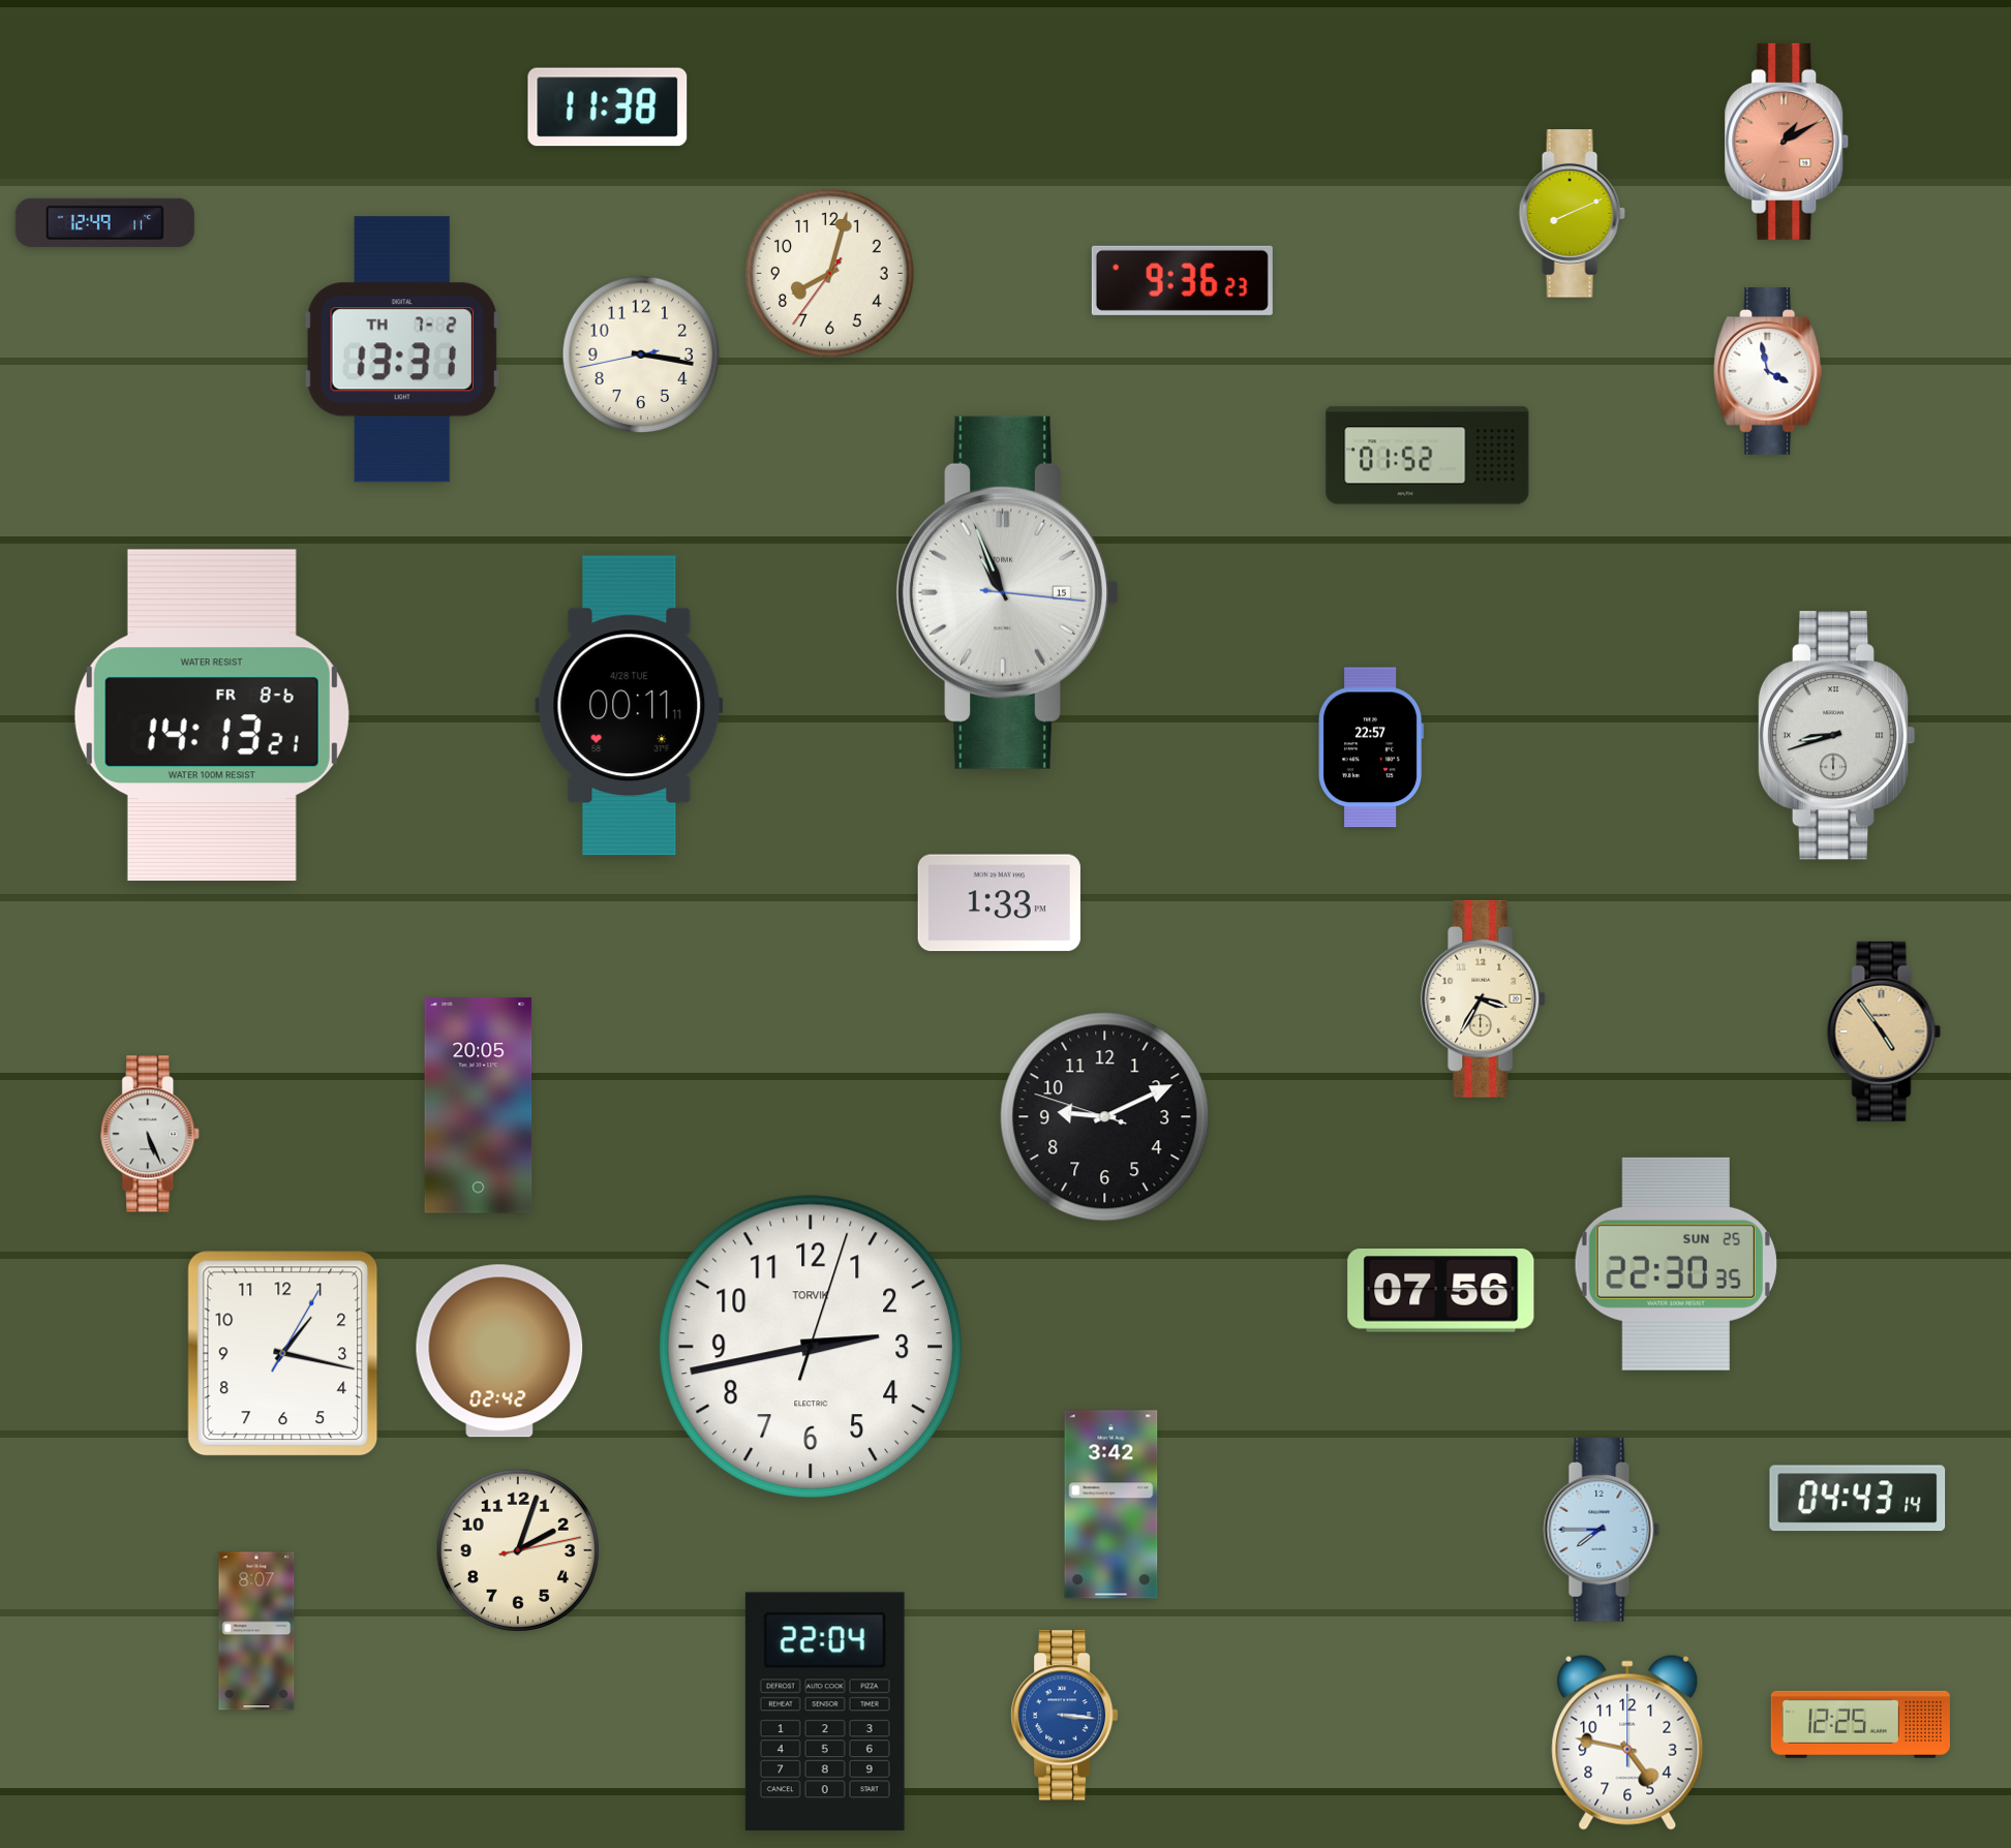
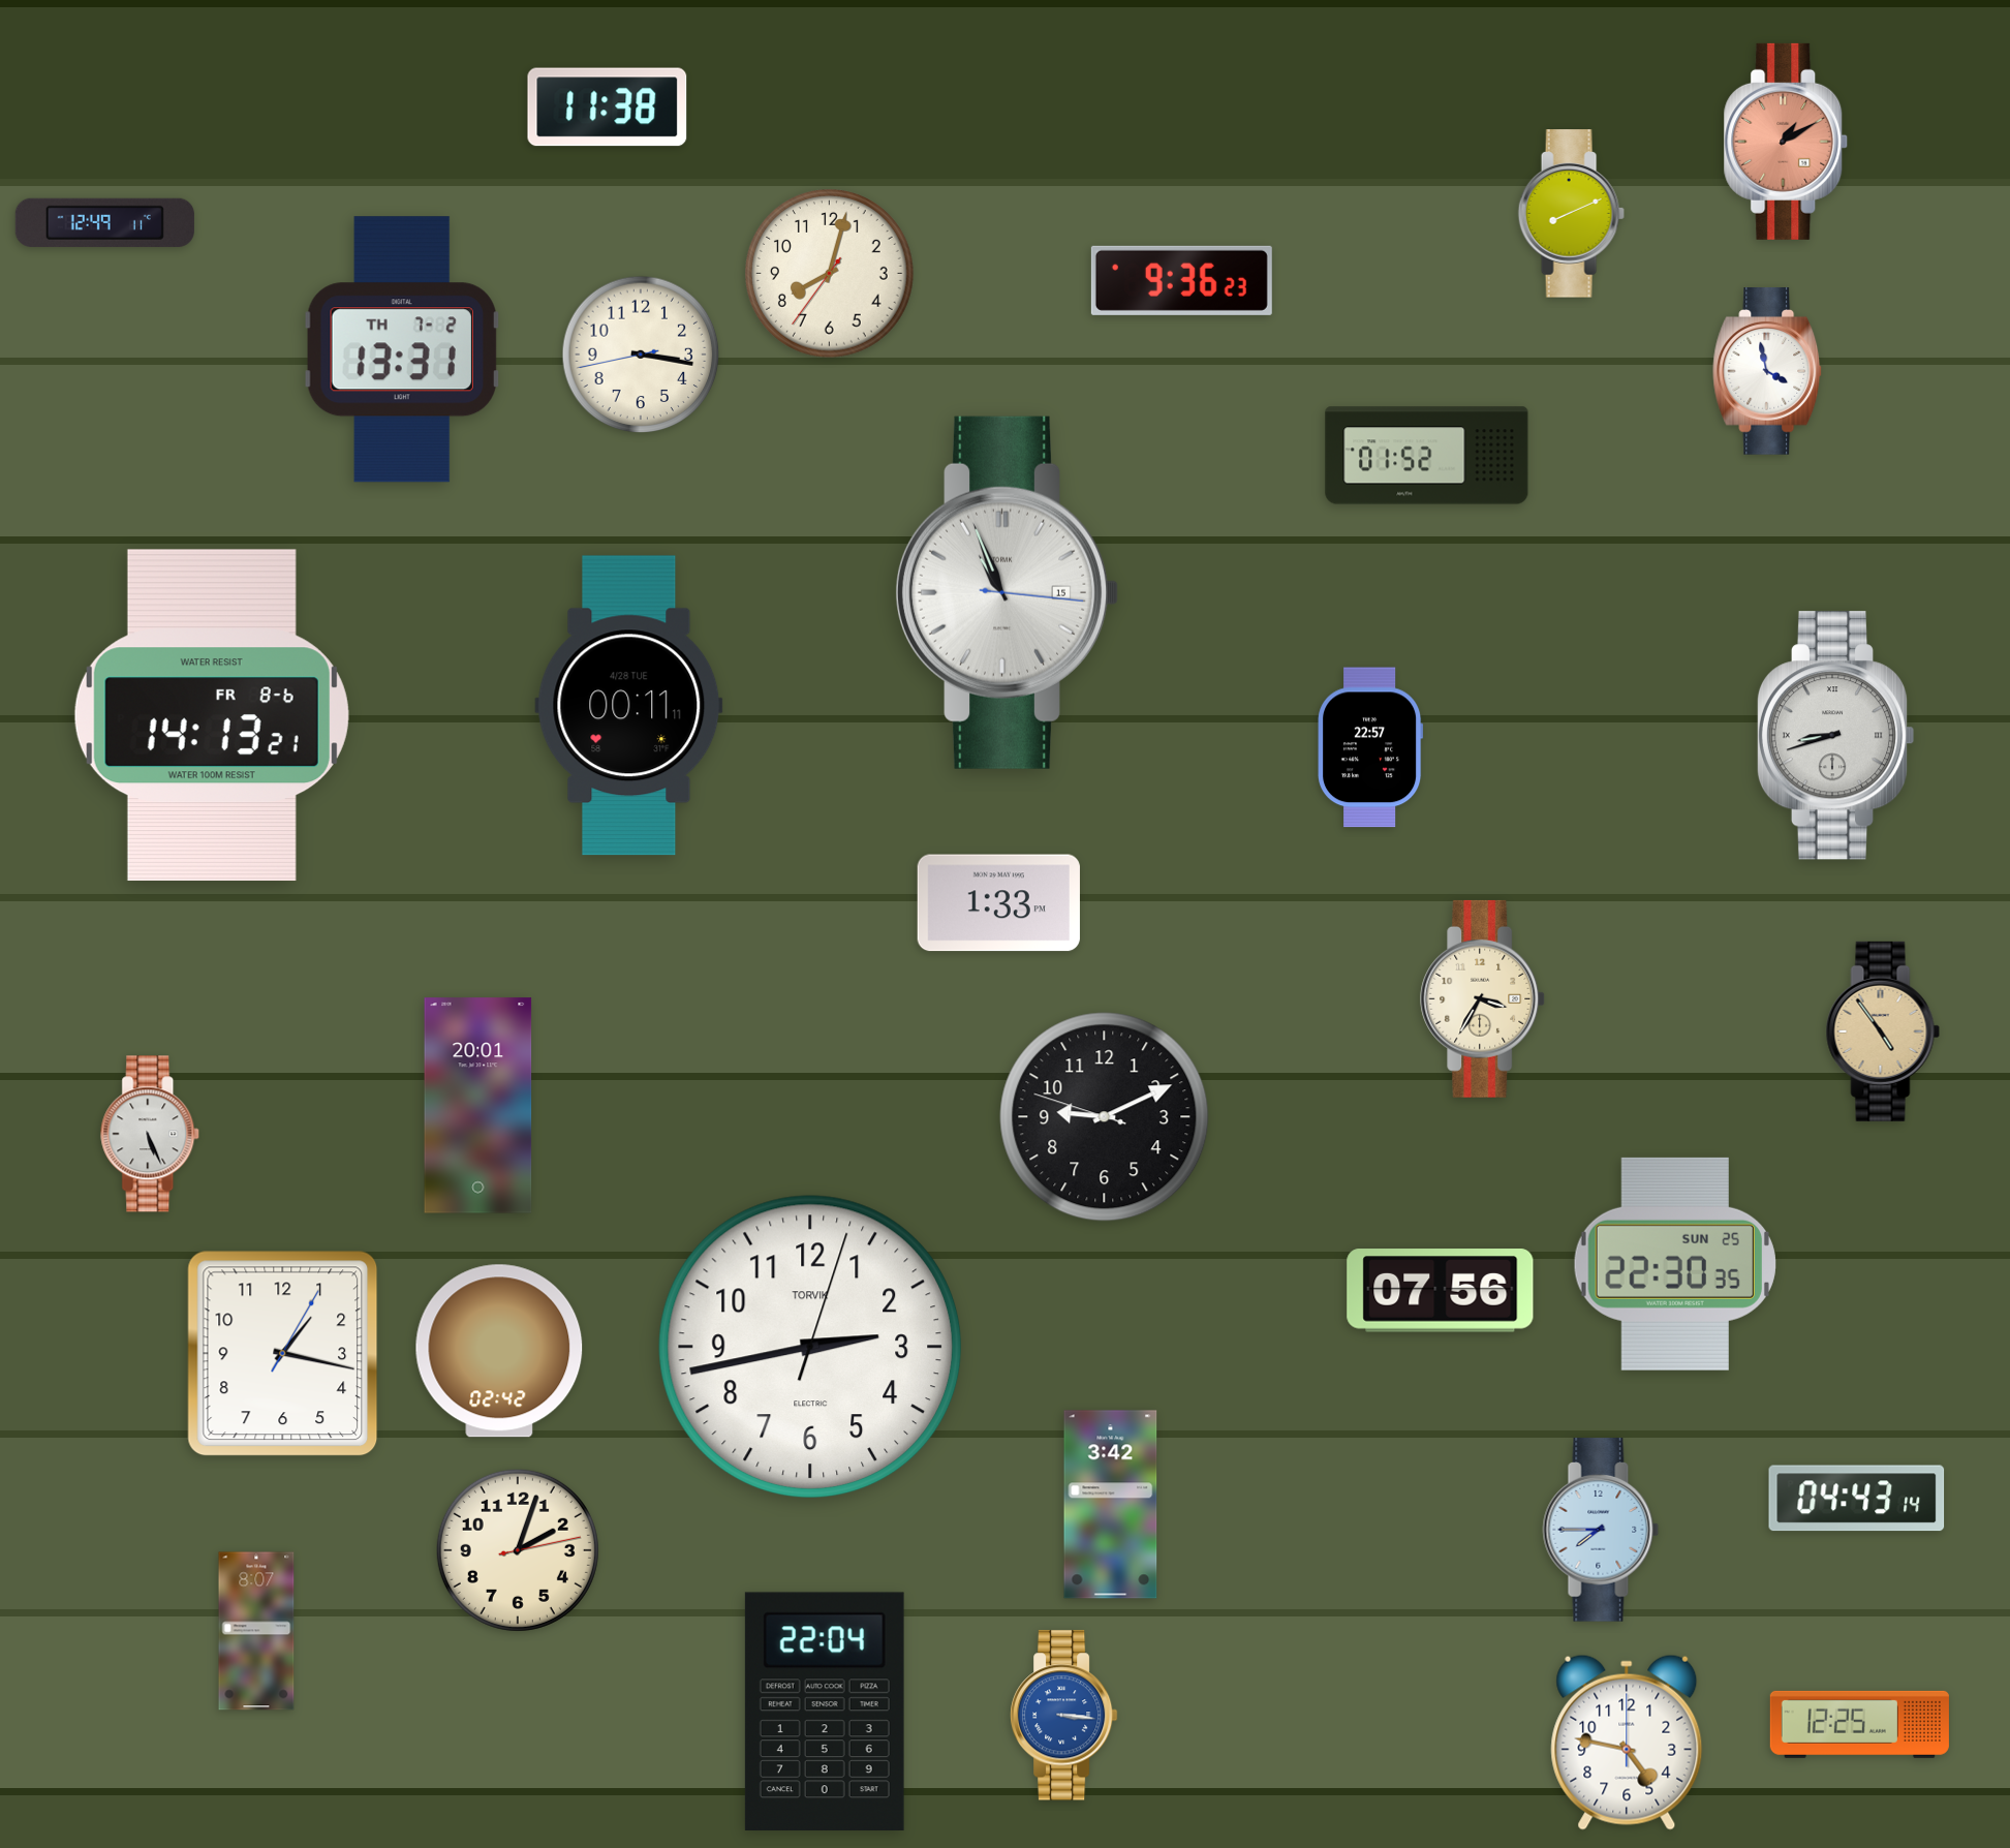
clock at (479, 1106): 20:05 -> 20:01
